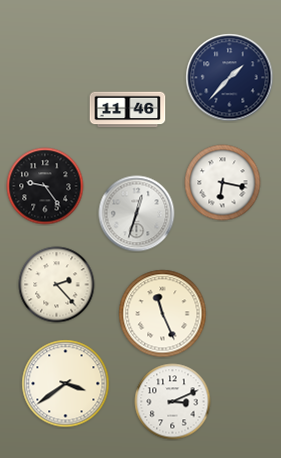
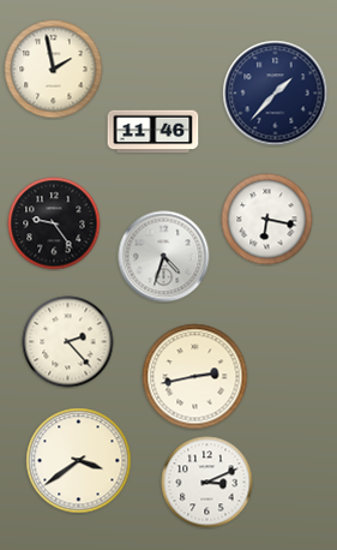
clock at (54, 70): none -> 1:58
clock at (137, 214): 12:33 -> 4:33
clock at (163, 314): 11:26 -> 2:43
